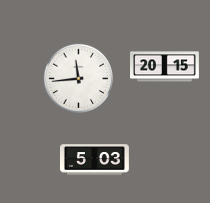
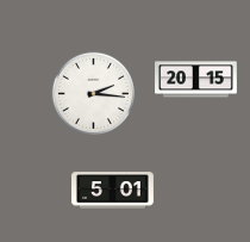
clock at (78, 78): 11:44 -> 2:16
clock at (95, 160): 5:03 -> 5:01
